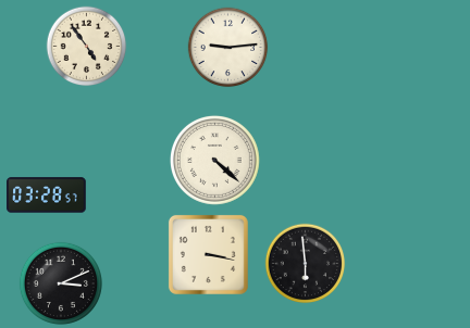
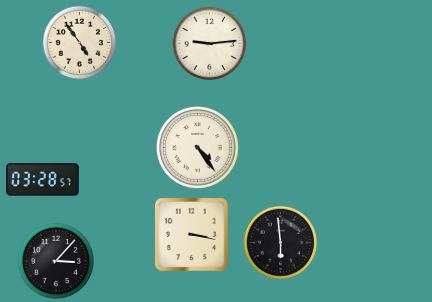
clock at (214, 160): 4:22 -> 4:24
clock at (61, 283): 3:11 -> 3:07
